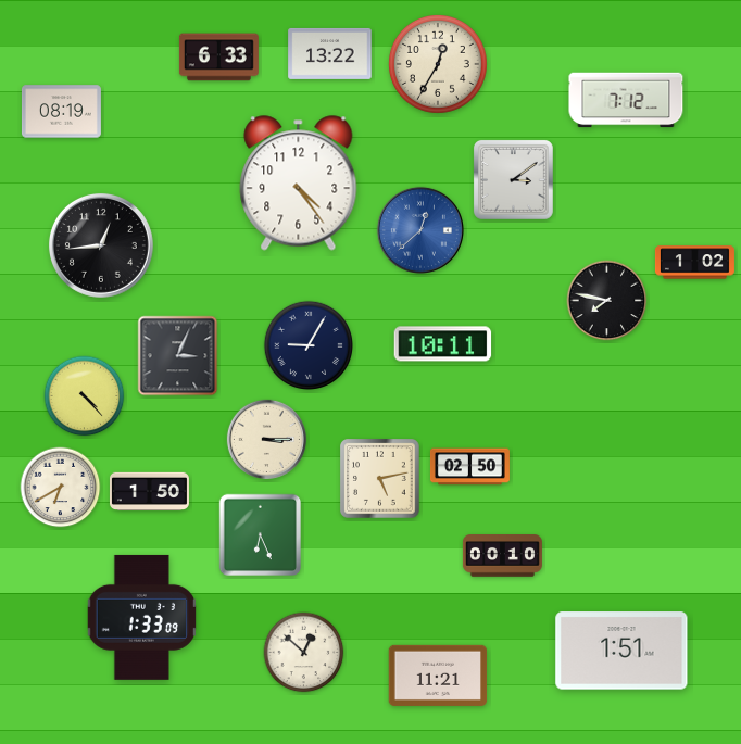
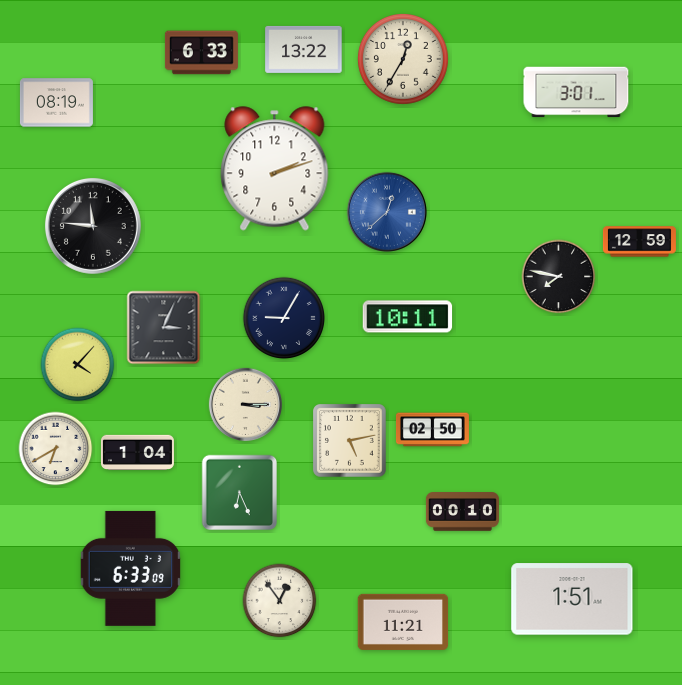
clock at (626, 100): 7:12 -> 3:01
clock at (513, 179): 3:09 -> none
clock at (299, 184): 4:24 -> 2:12
clock at (101, 245): 12:44 -> 11:46
clock at (694, 263): 1:02 -> 12:59
clock at (85, 396): 4:23 -> 4:07
clock at (149, 491): 1:50 -> 1:04
clock at (142, 617): 1:33 -> 6:33
clock at (304, 653): 12:52 -> 12:54
